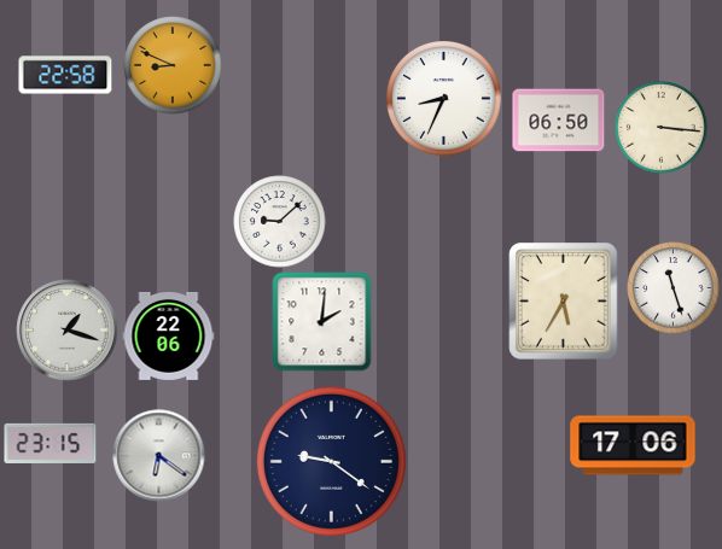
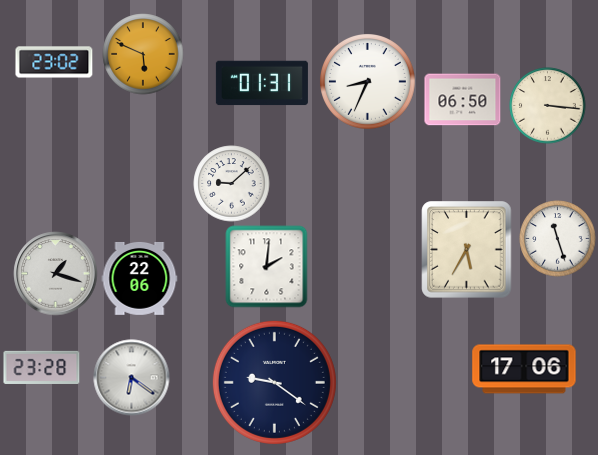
clock at (173, 65): 8:49 -> 5:49
clock at (65, 75): 22:58 -> 23:02
clock at (262, 83): none -> 01:31
clock at (51, 443): 23:15 -> 23:28
